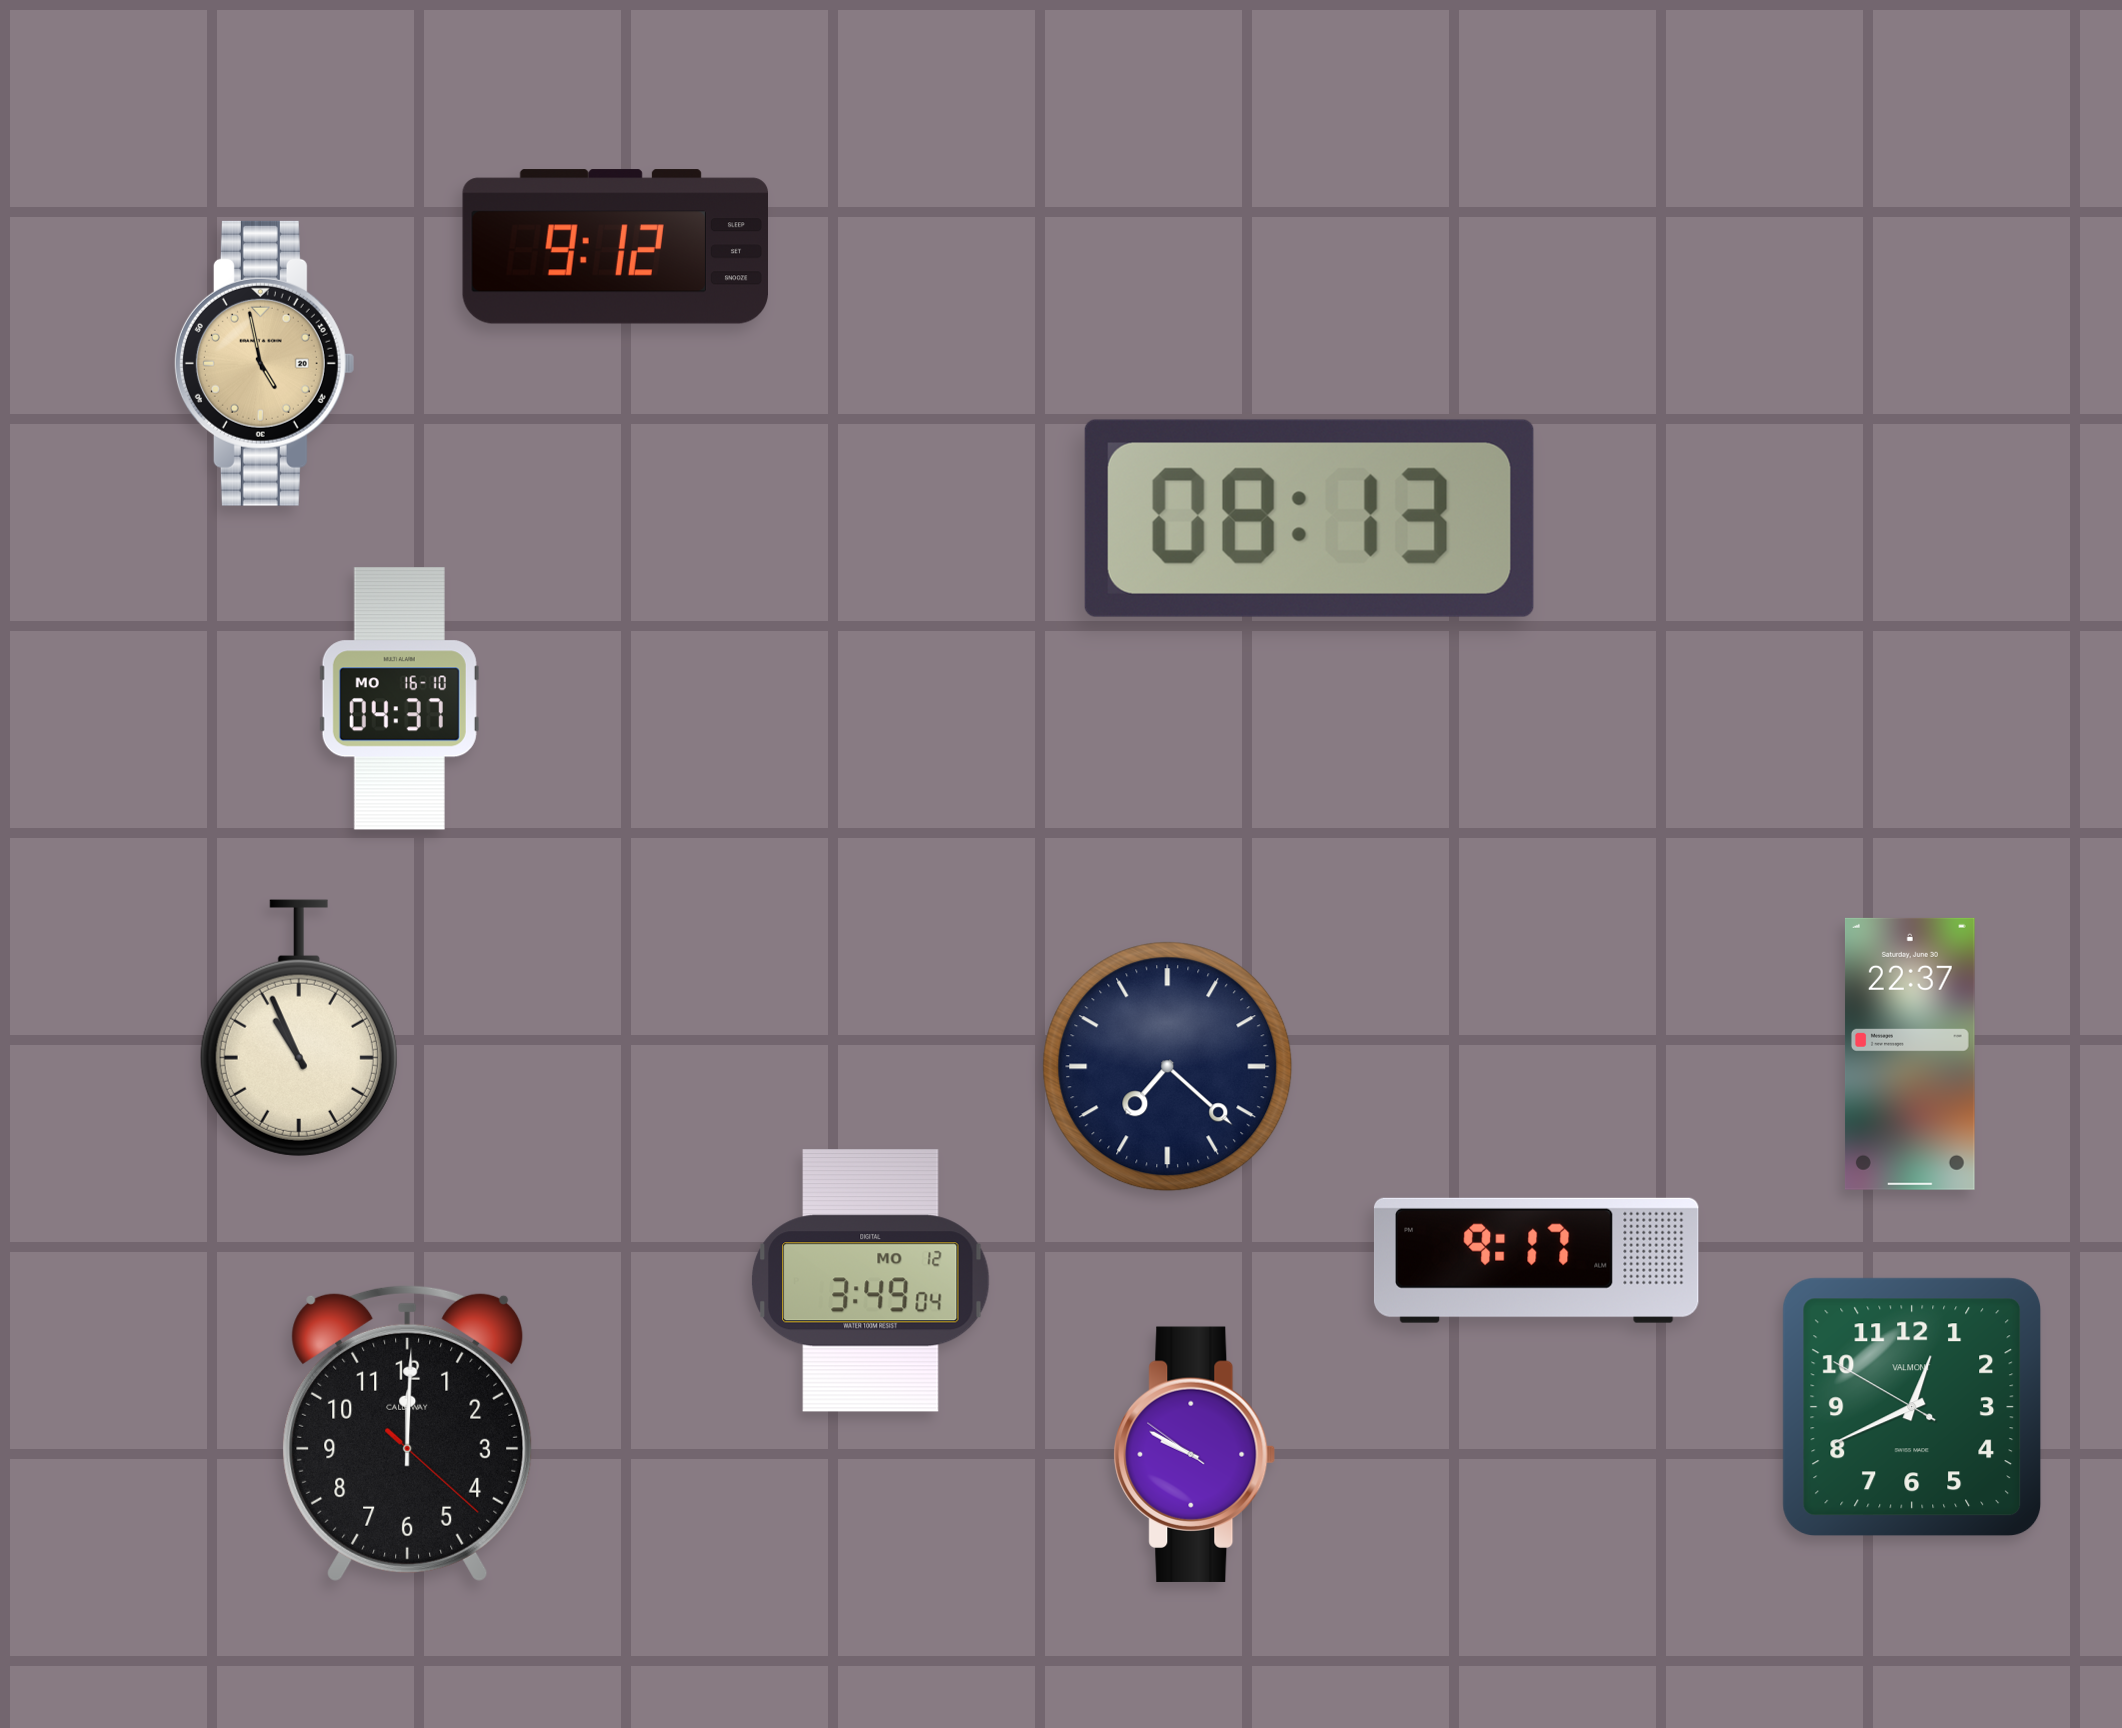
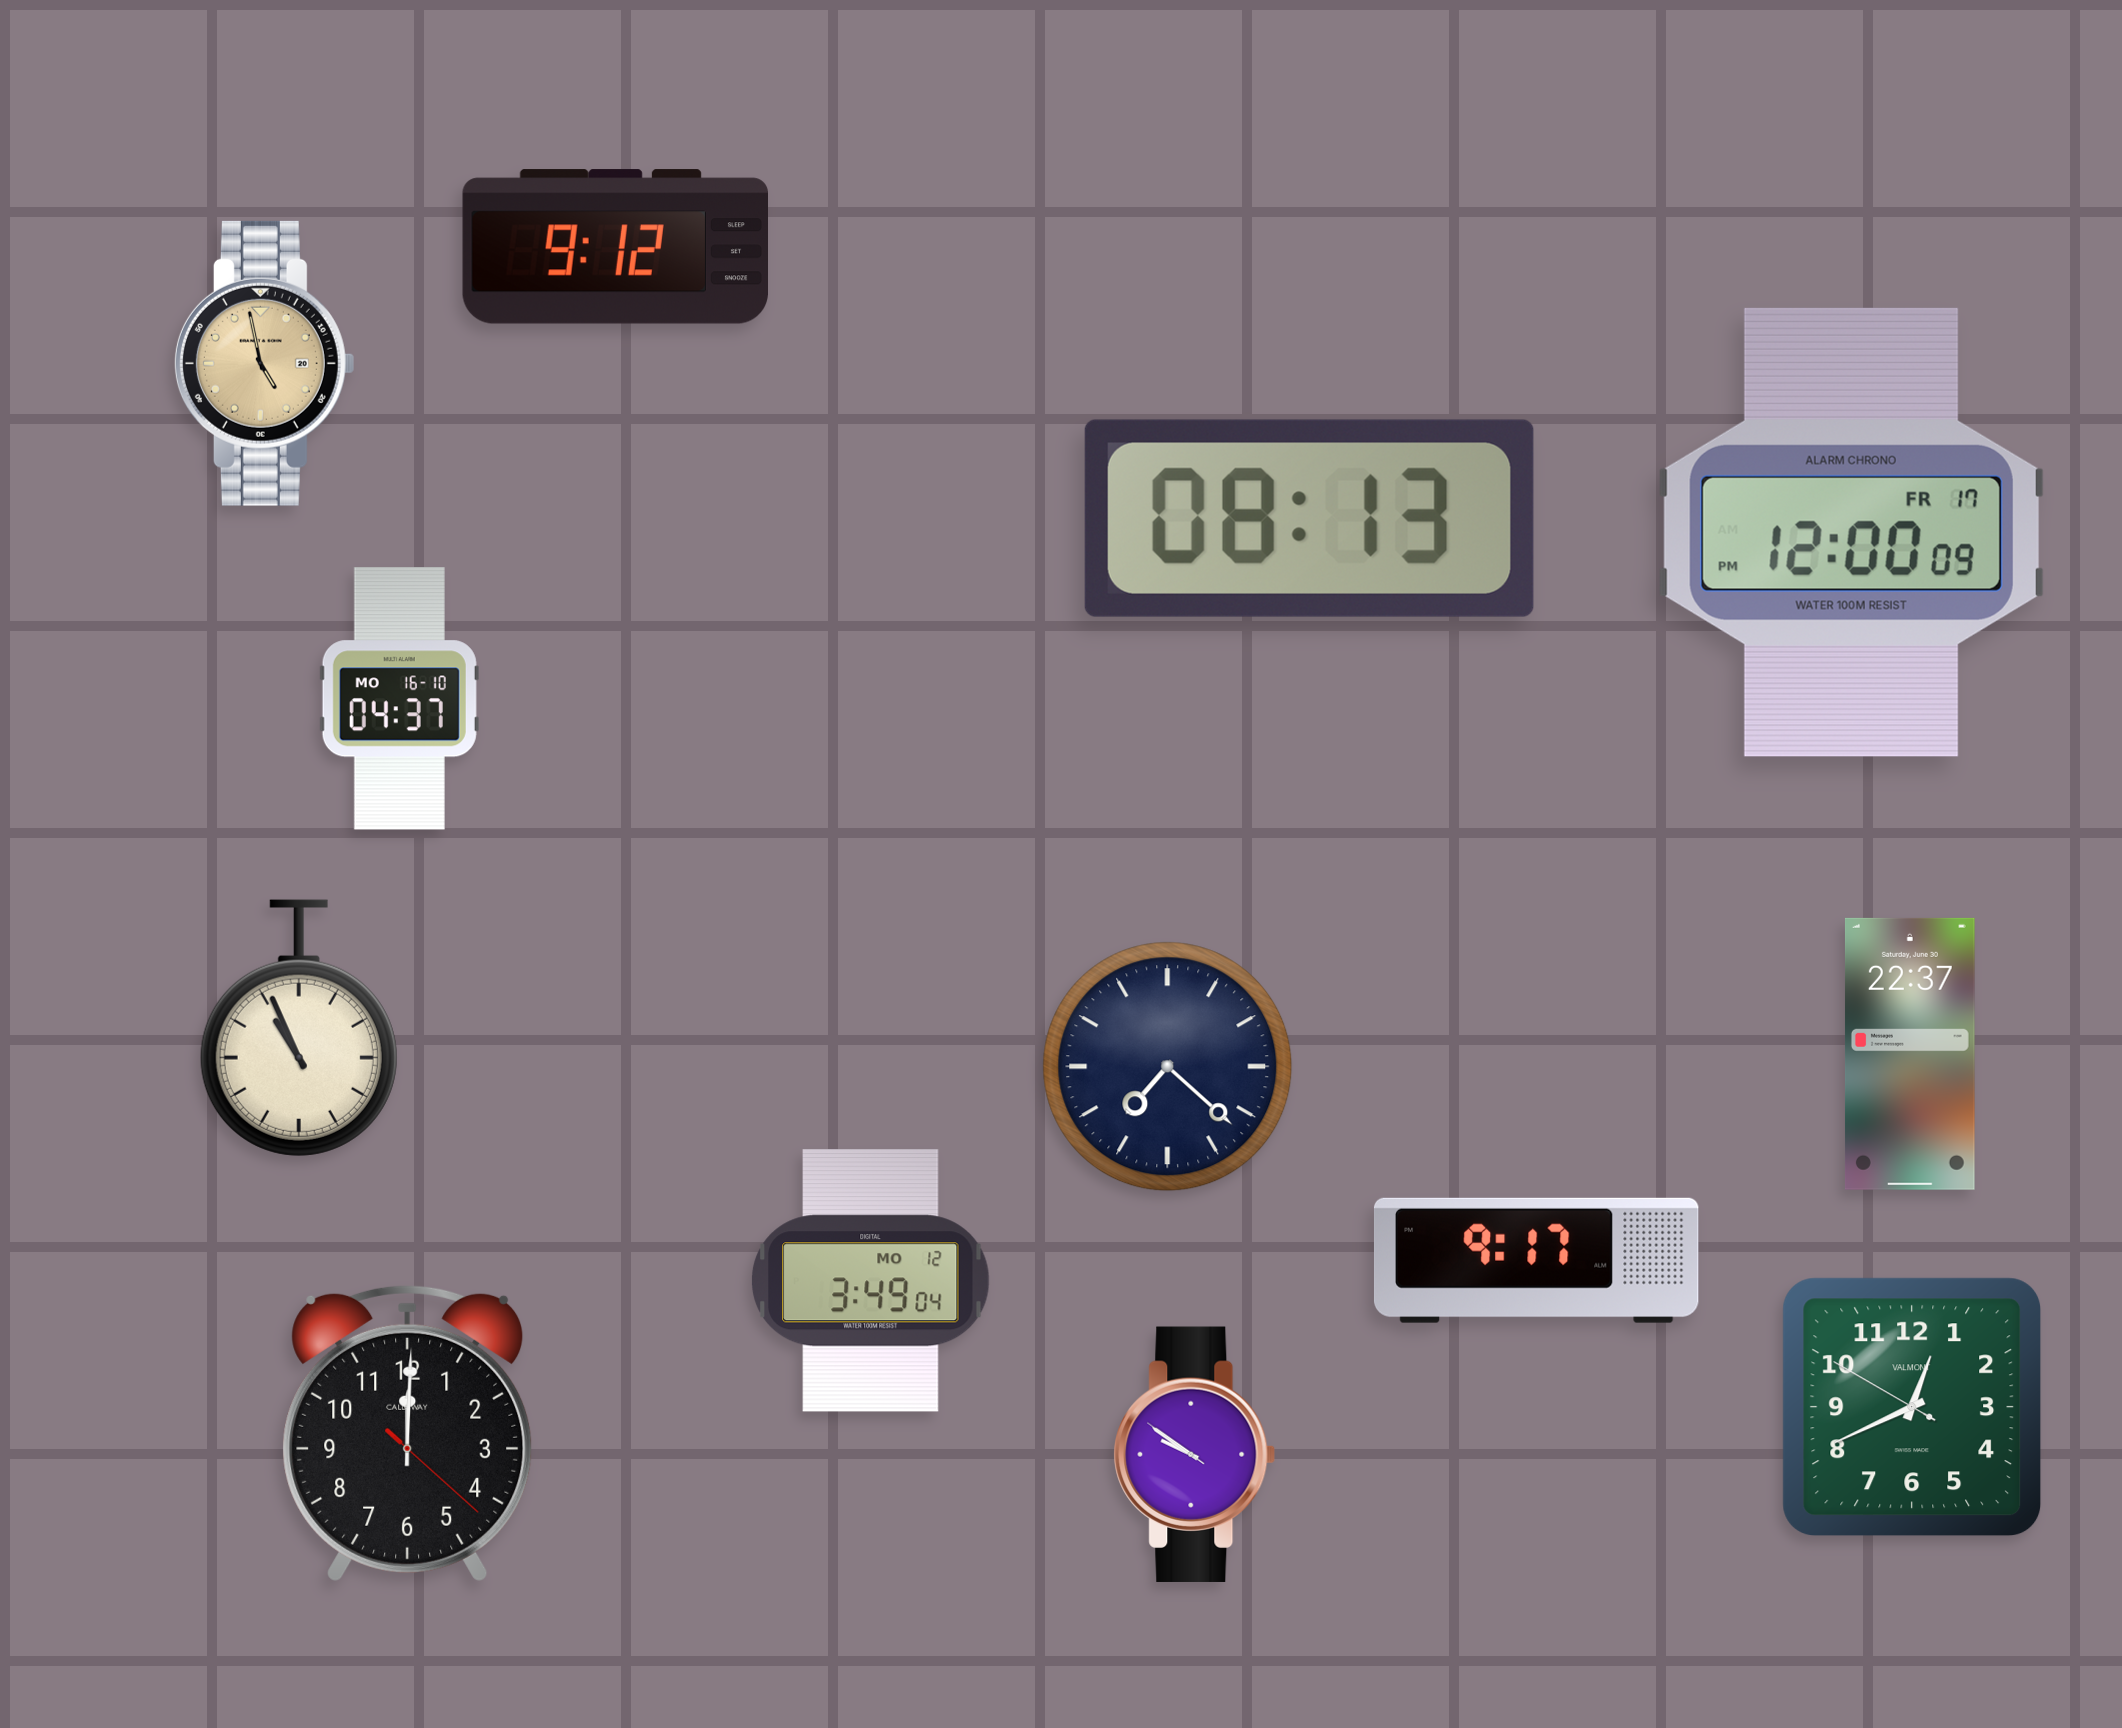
clock at (1851, 532): none -> 12:00
clock at (1195, 1454): 9:49 -> 9:50
